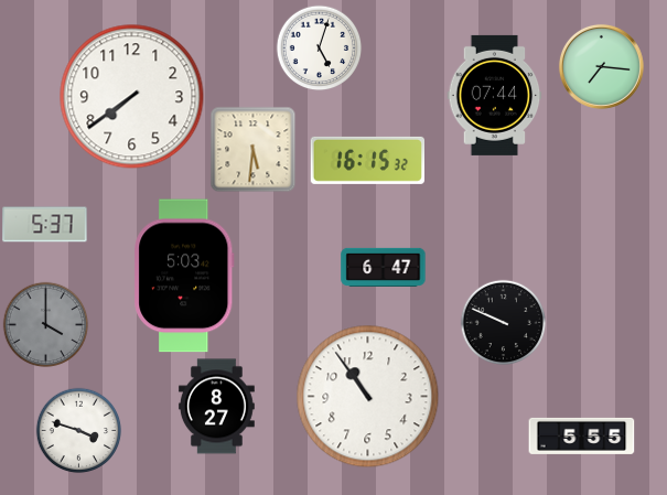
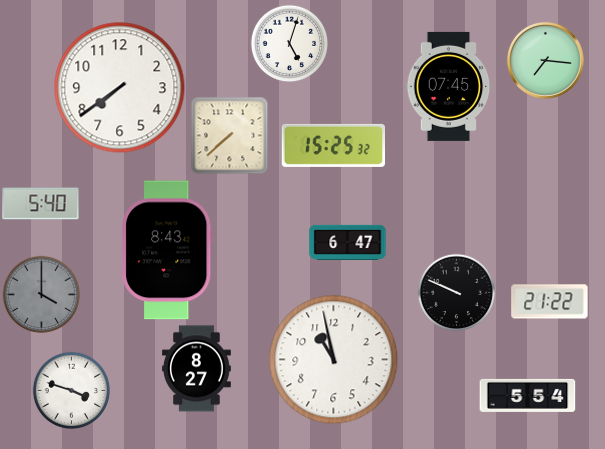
clock at (495, 95): 07:44 -> 07:45
clock at (252, 149): 5:31 -> 7:38
clock at (367, 160): 16:15 -> 15:25
clock at (45, 225): 5:37 -> 5:40
clock at (184, 276): 5:03 -> 8:43
clock at (550, 302): none -> 21:22
clock at (368, 397): 10:54 -> 10:58
clock at (582, 435): 5:55 -> 5:54
